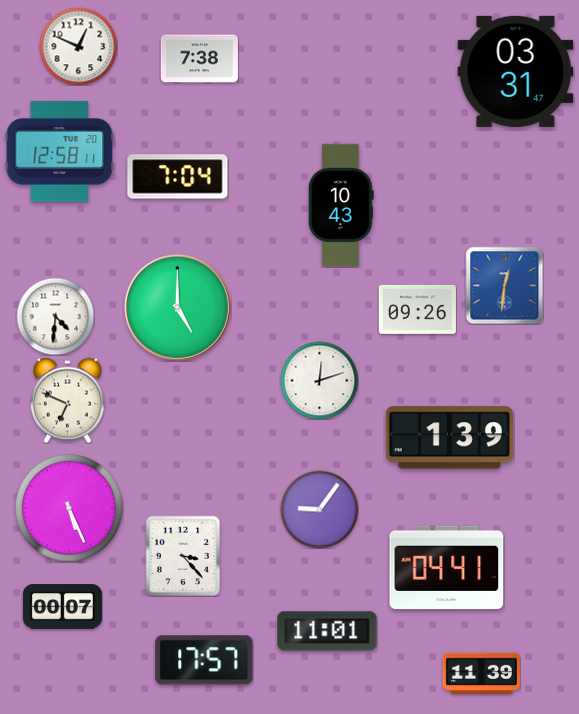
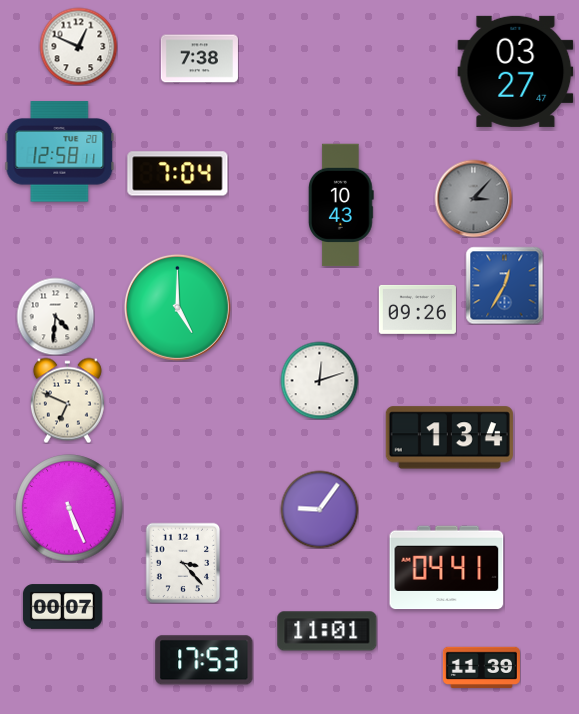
clock at (516, 71): 03:31 -> 03:27
clock at (178, 177) position: (178, 177) -> (178, 174)
clock at (473, 198): none -> 3:07
clock at (504, 285): 12:31 -> 12:35
clock at (449, 438): 1:39 -> 1:34
clock at (183, 556) position: (183, 556) -> (183, 563)
clock at (204, 660): 17:57 -> 17:53
clock at (481, 673) position: (481, 673) -> (481, 667)
